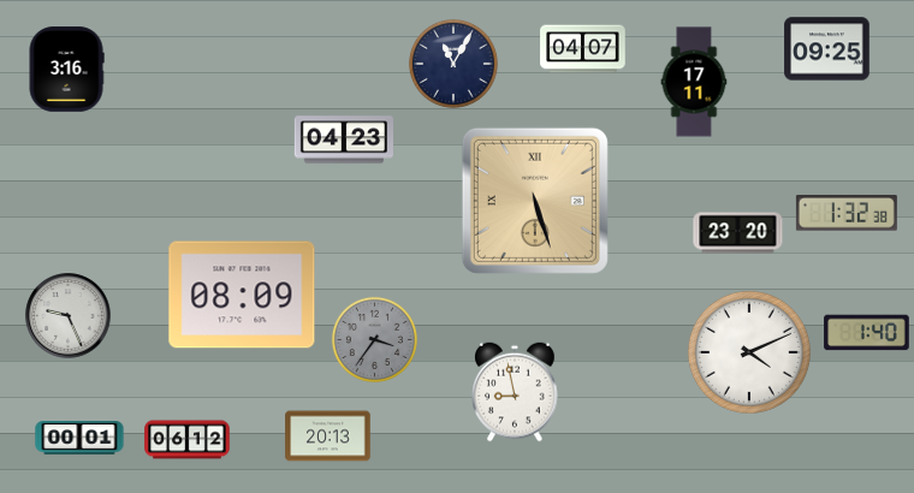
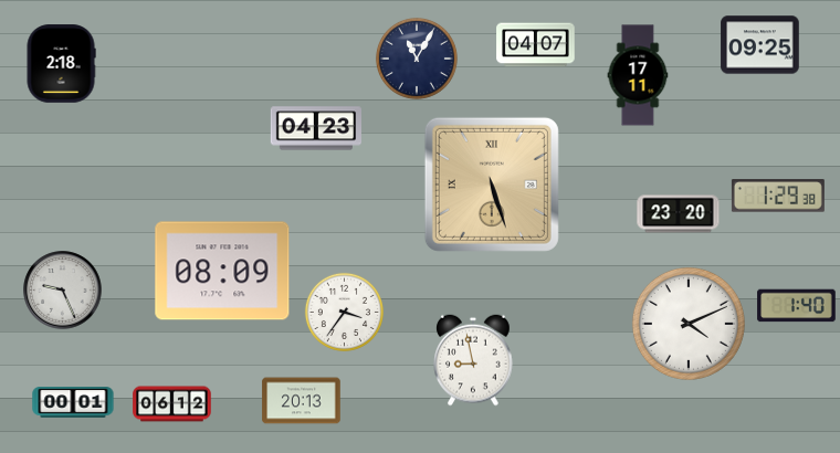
clock at (66, 70): 3:16 -> 2:18
clock at (847, 213): 1:32 -> 1:29
clock at (374, 339) dial: grey -> white
